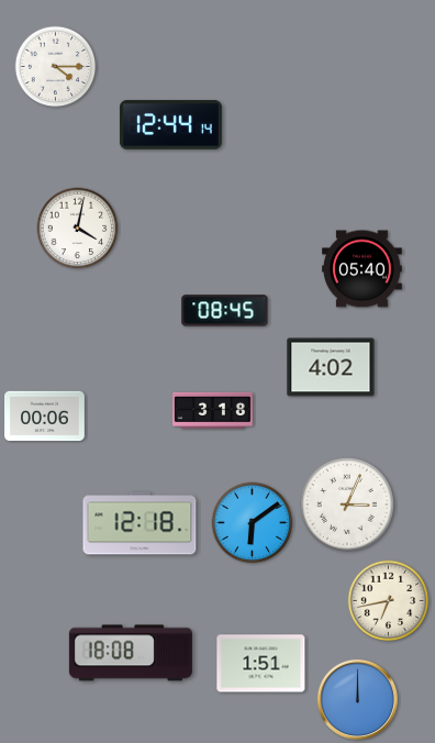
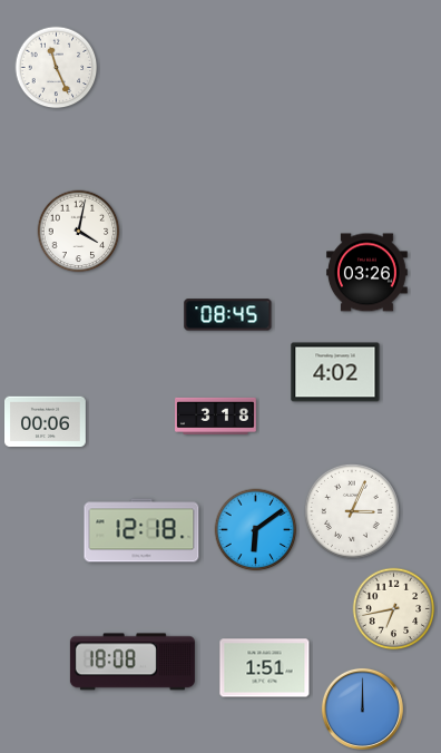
clock at (56, 67): 4:15 -> 11:26
clock at (170, 125): 12:44 -> none
clock at (362, 269): 05:40 -> 03:26
clock at (261, 664) position: (261, 664) -> (265, 668)
